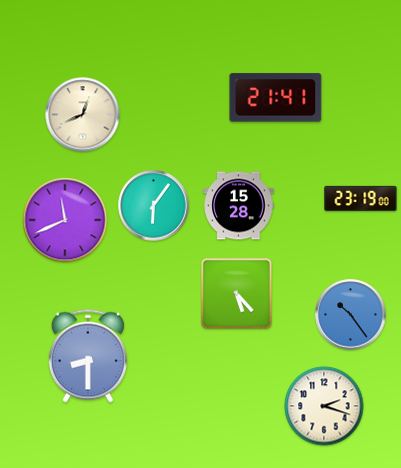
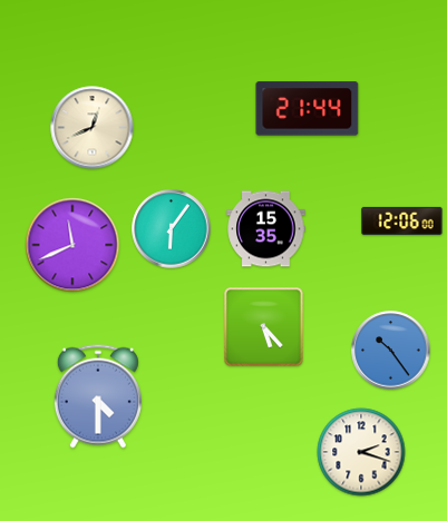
clock at (276, 98): 21:41 -> 21:44
clock at (361, 198): 23:19 -> 12:06
clock at (239, 206): 15:28 -> 15:35
clock at (88, 356): 8:30 -> 4:30
